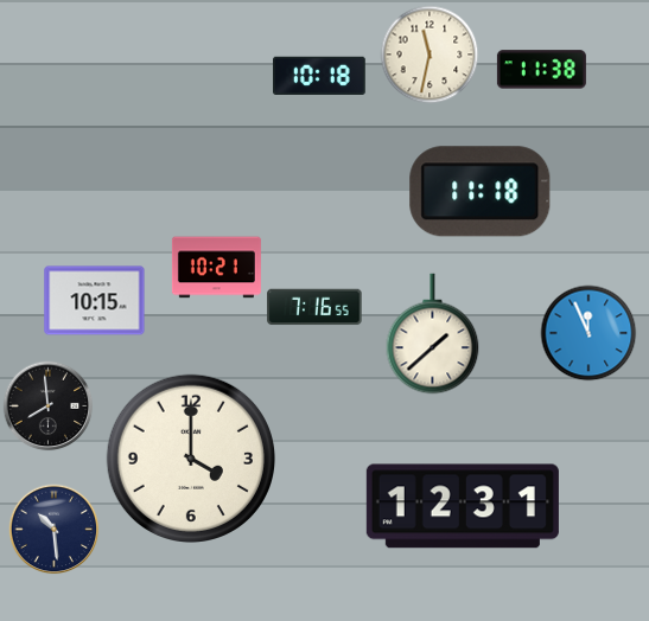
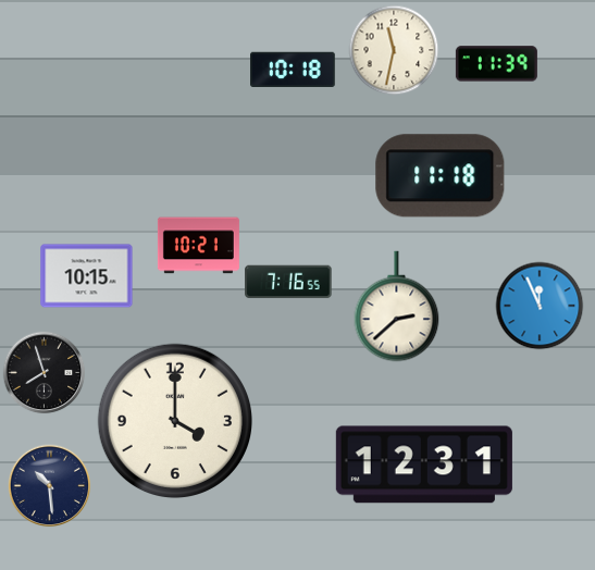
clock at (541, 70): 11:38 -> 11:39
clock at (433, 334): 1:38 -> 2:38
clock at (49, 406): 7:59 -> 7:57
